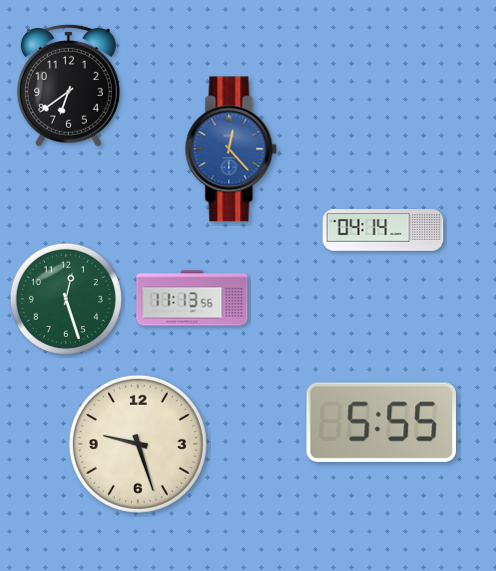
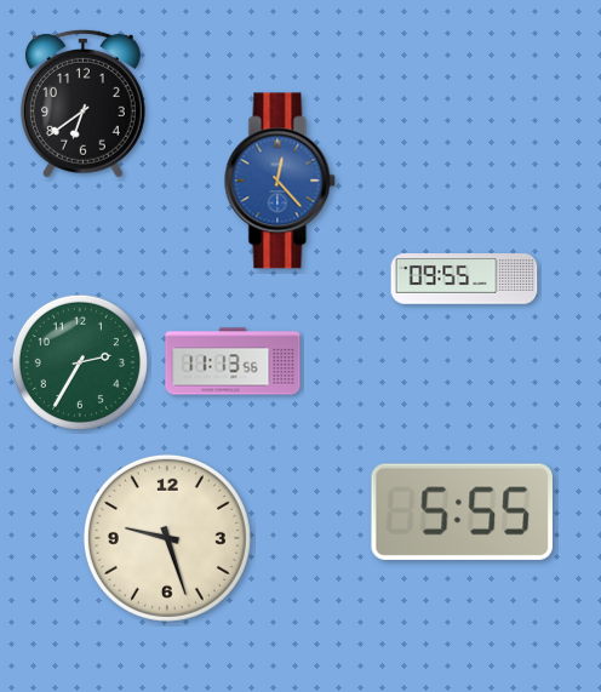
clock at (383, 230): 04:14 -> 09:55
clock at (66, 299): 12:27 -> 2:35
